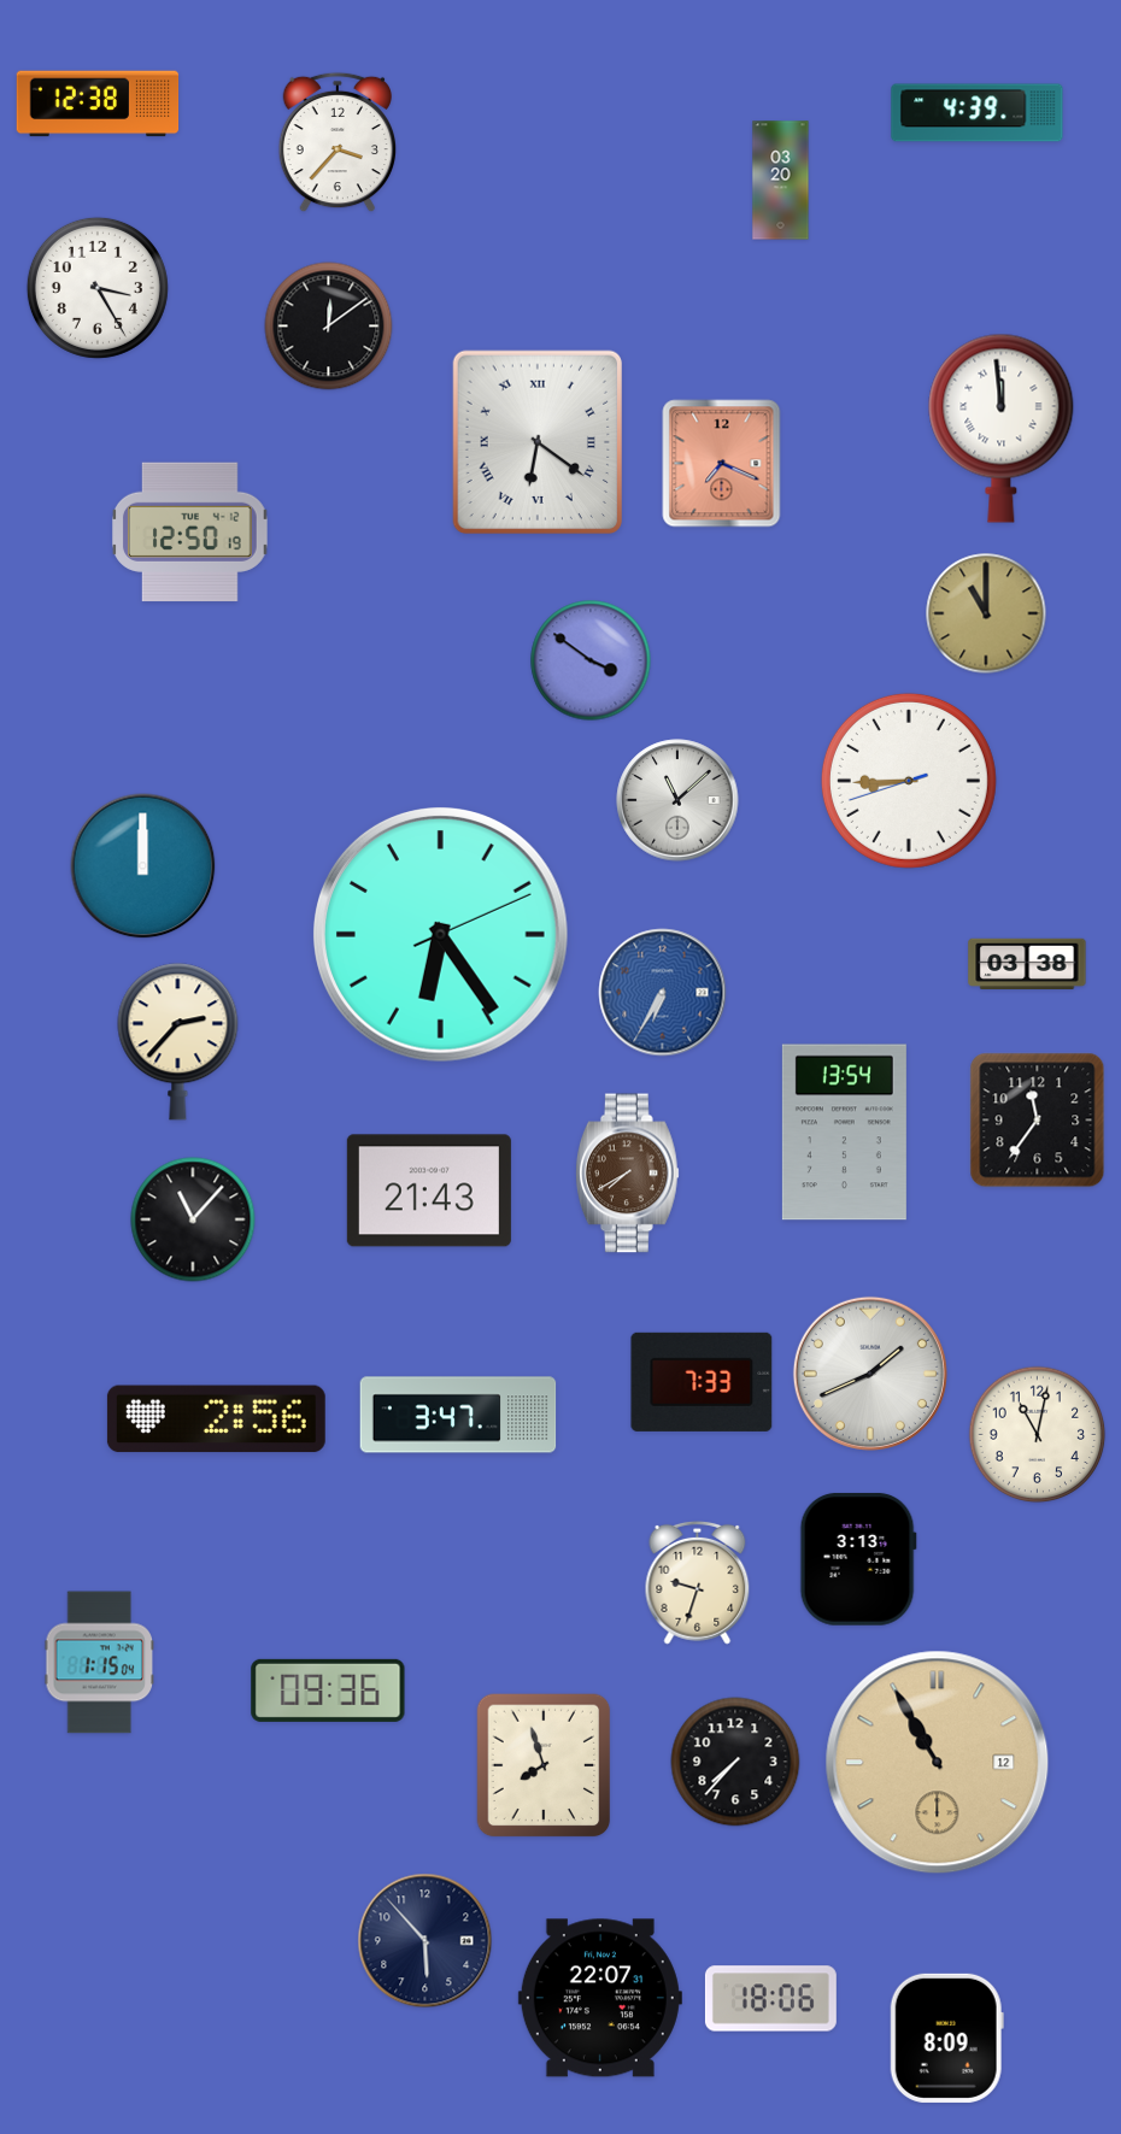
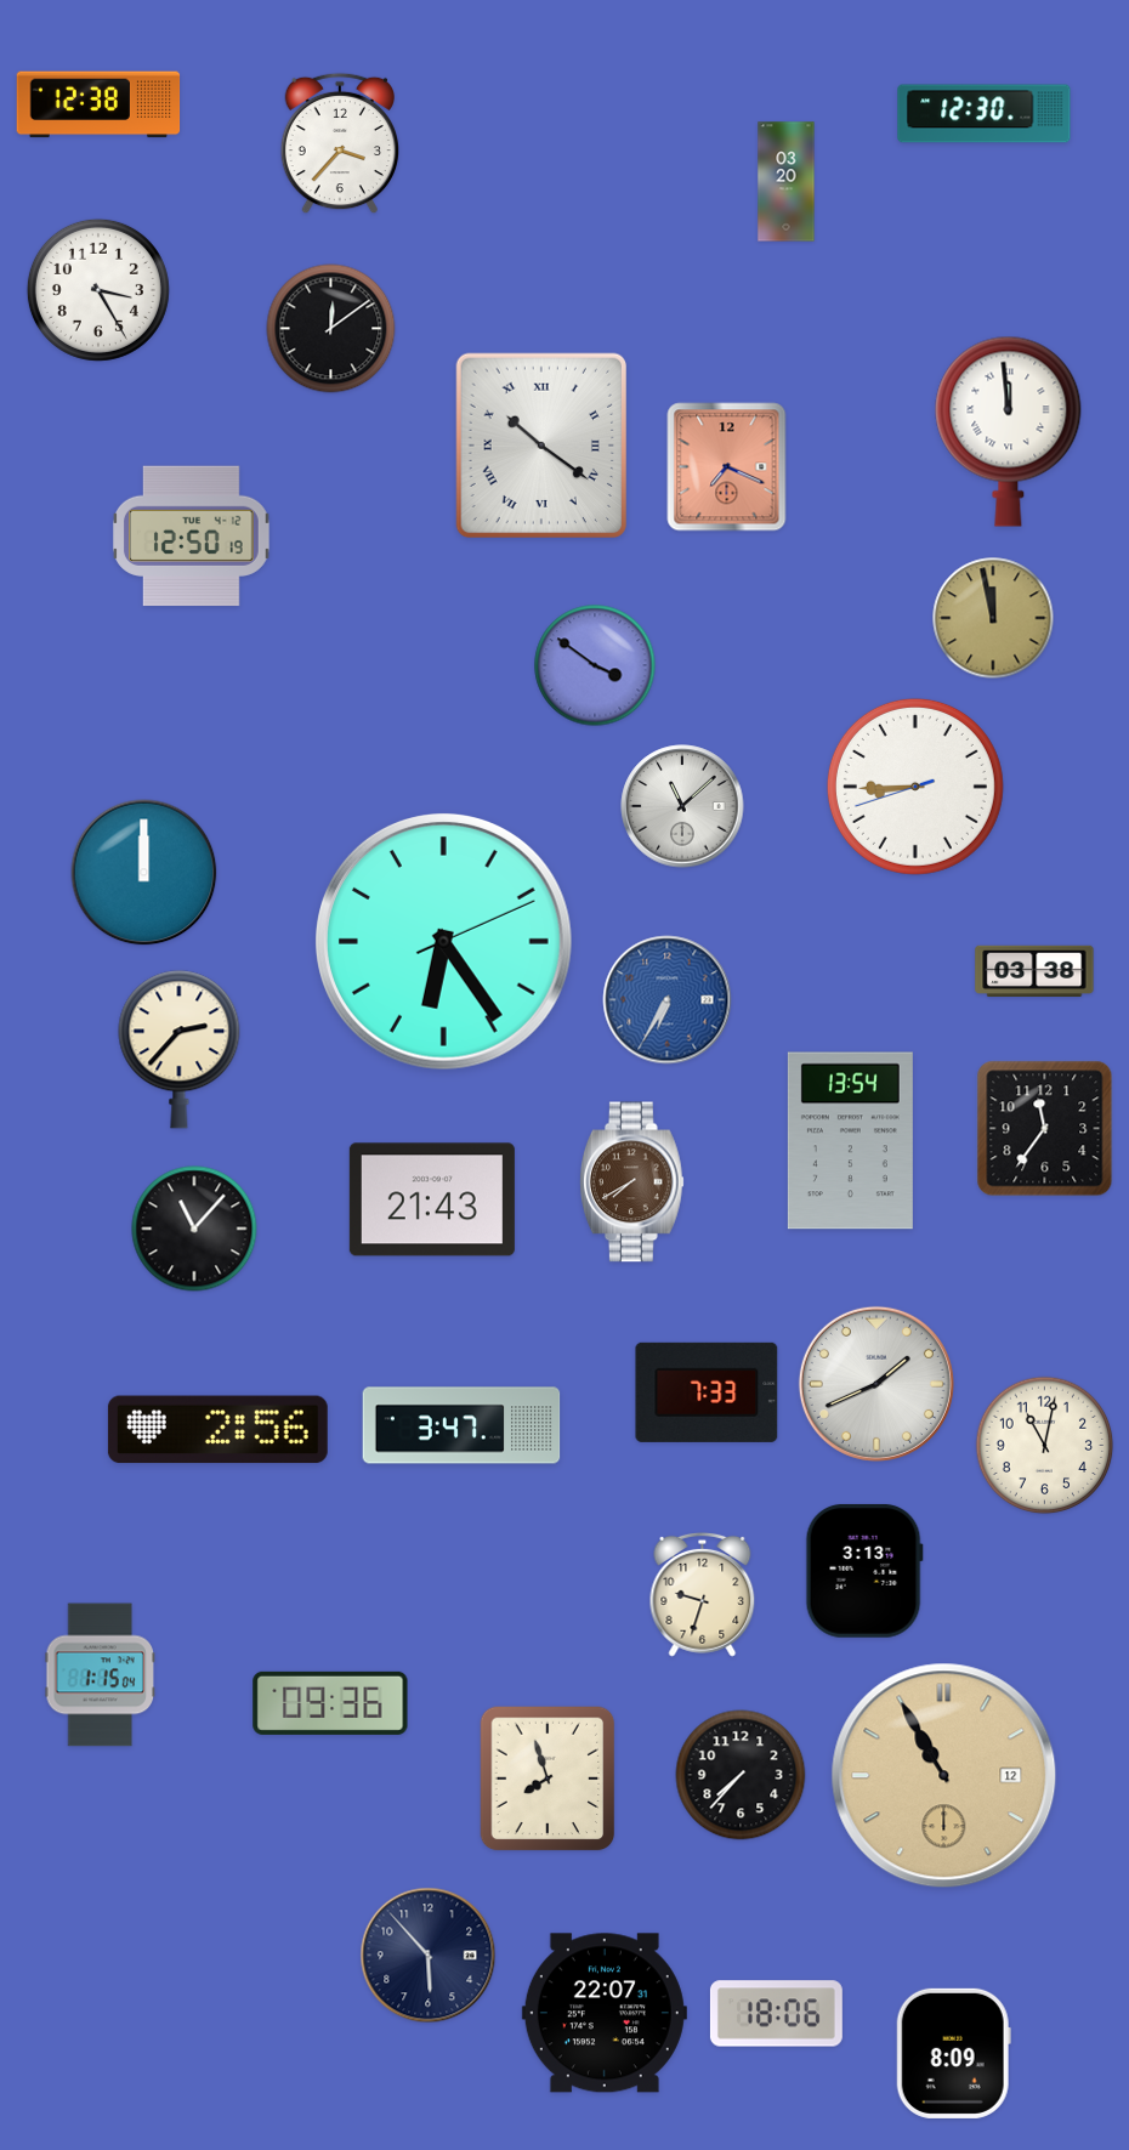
clock at (978, 113): 4:39 -> 12:30
clock at (538, 441): 6:21 -> 10:21
clock at (986, 613): 11:00 -> 11:58
